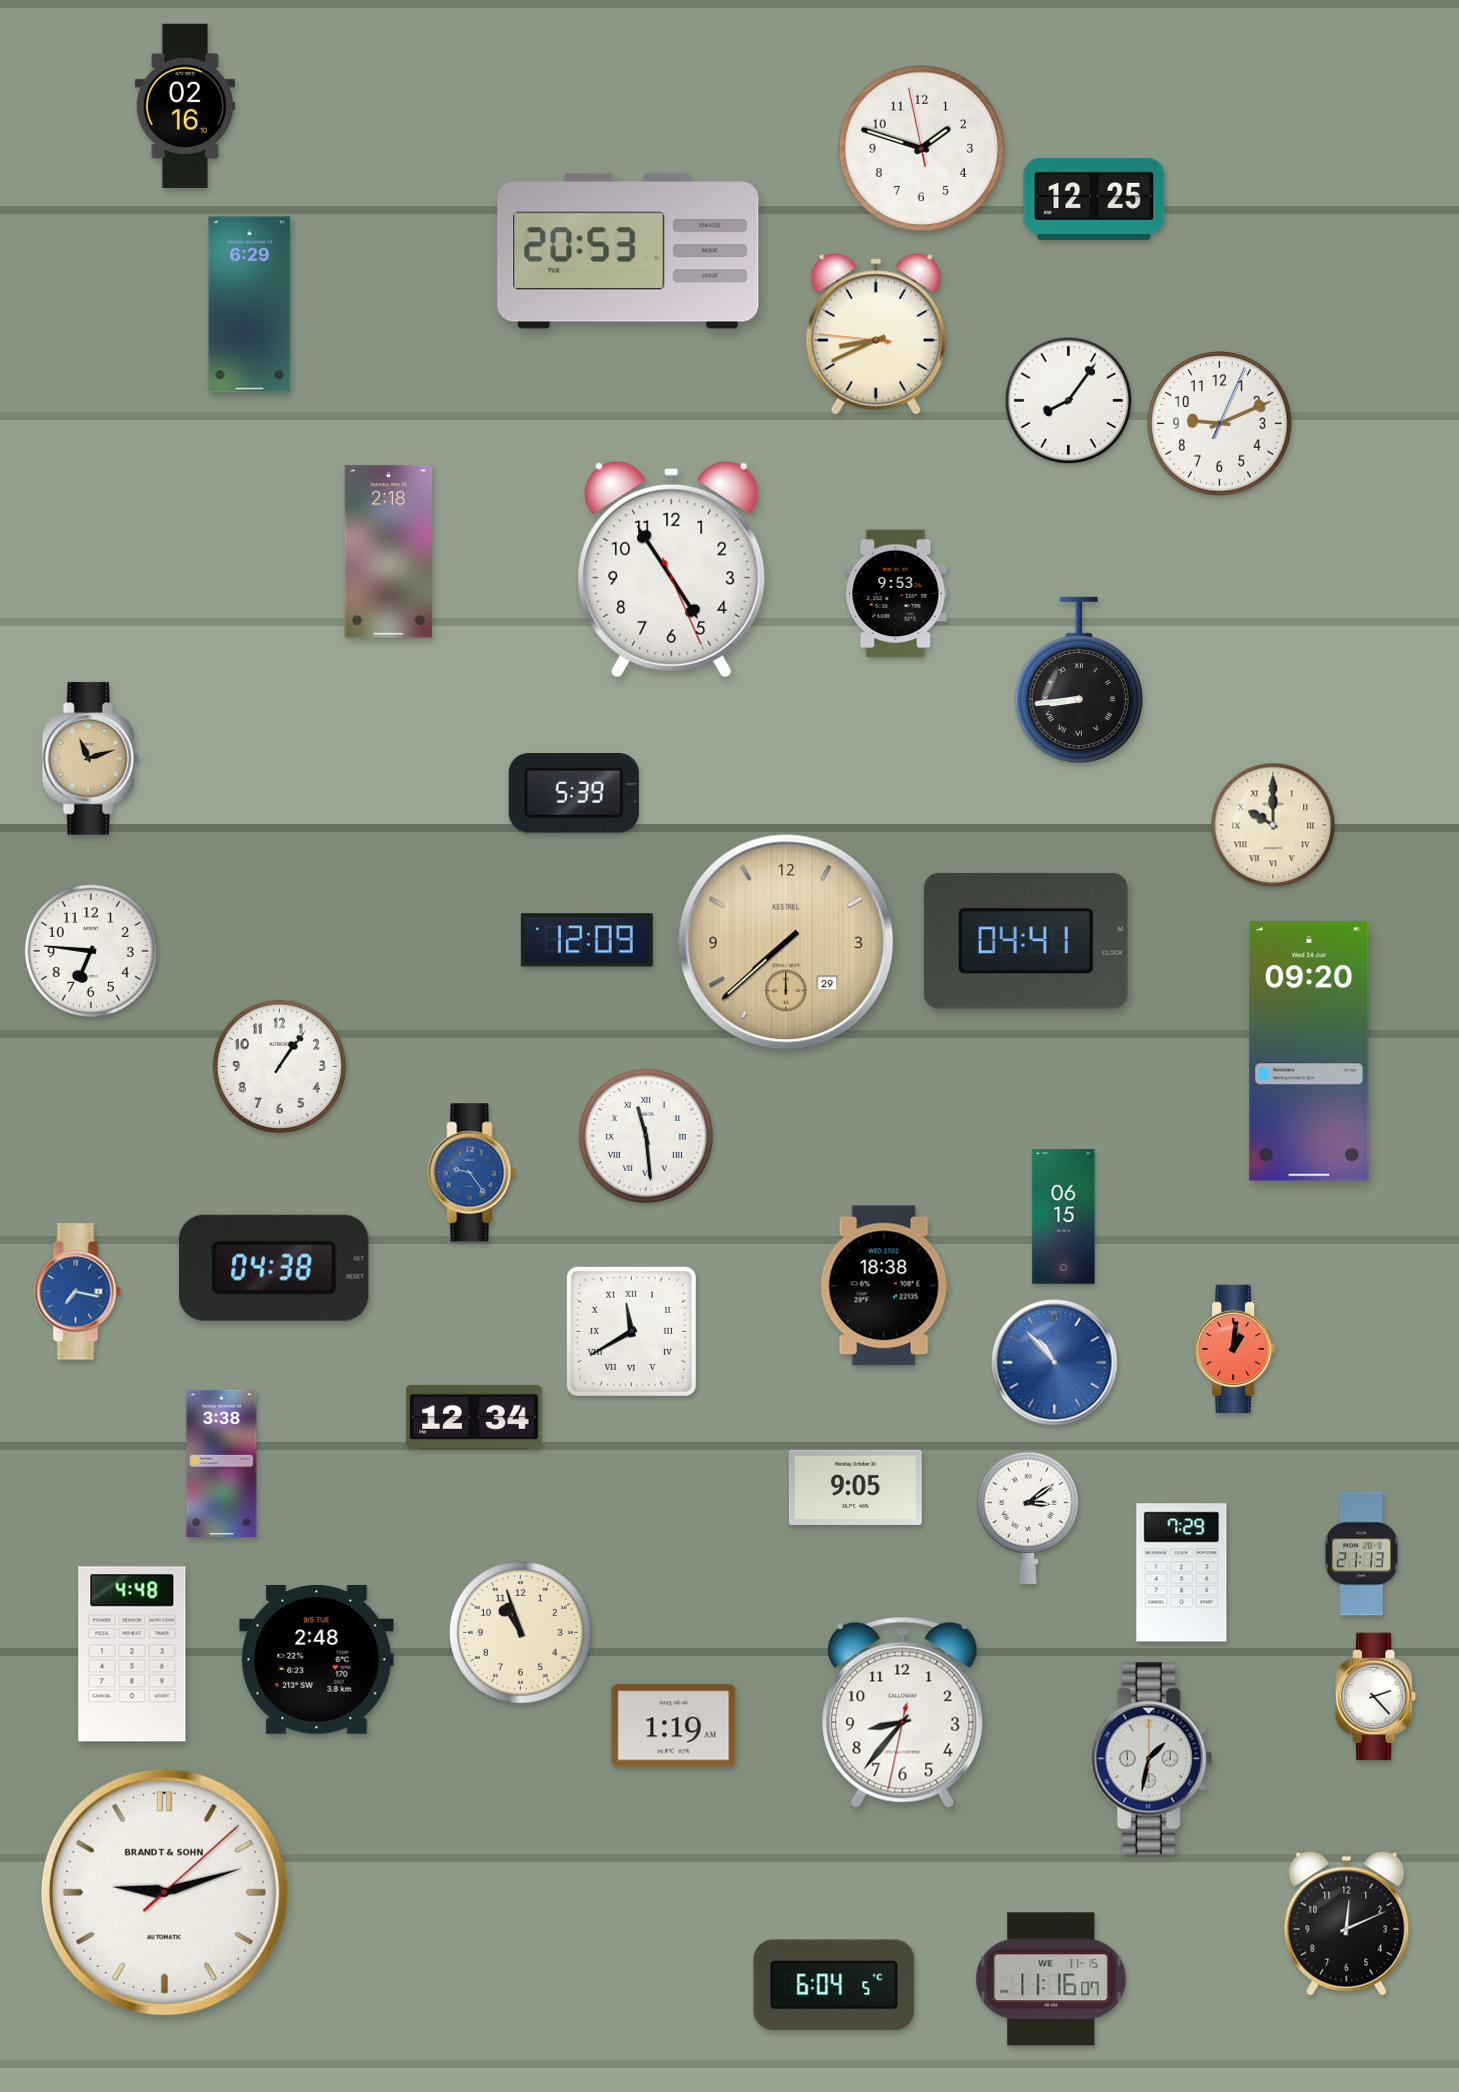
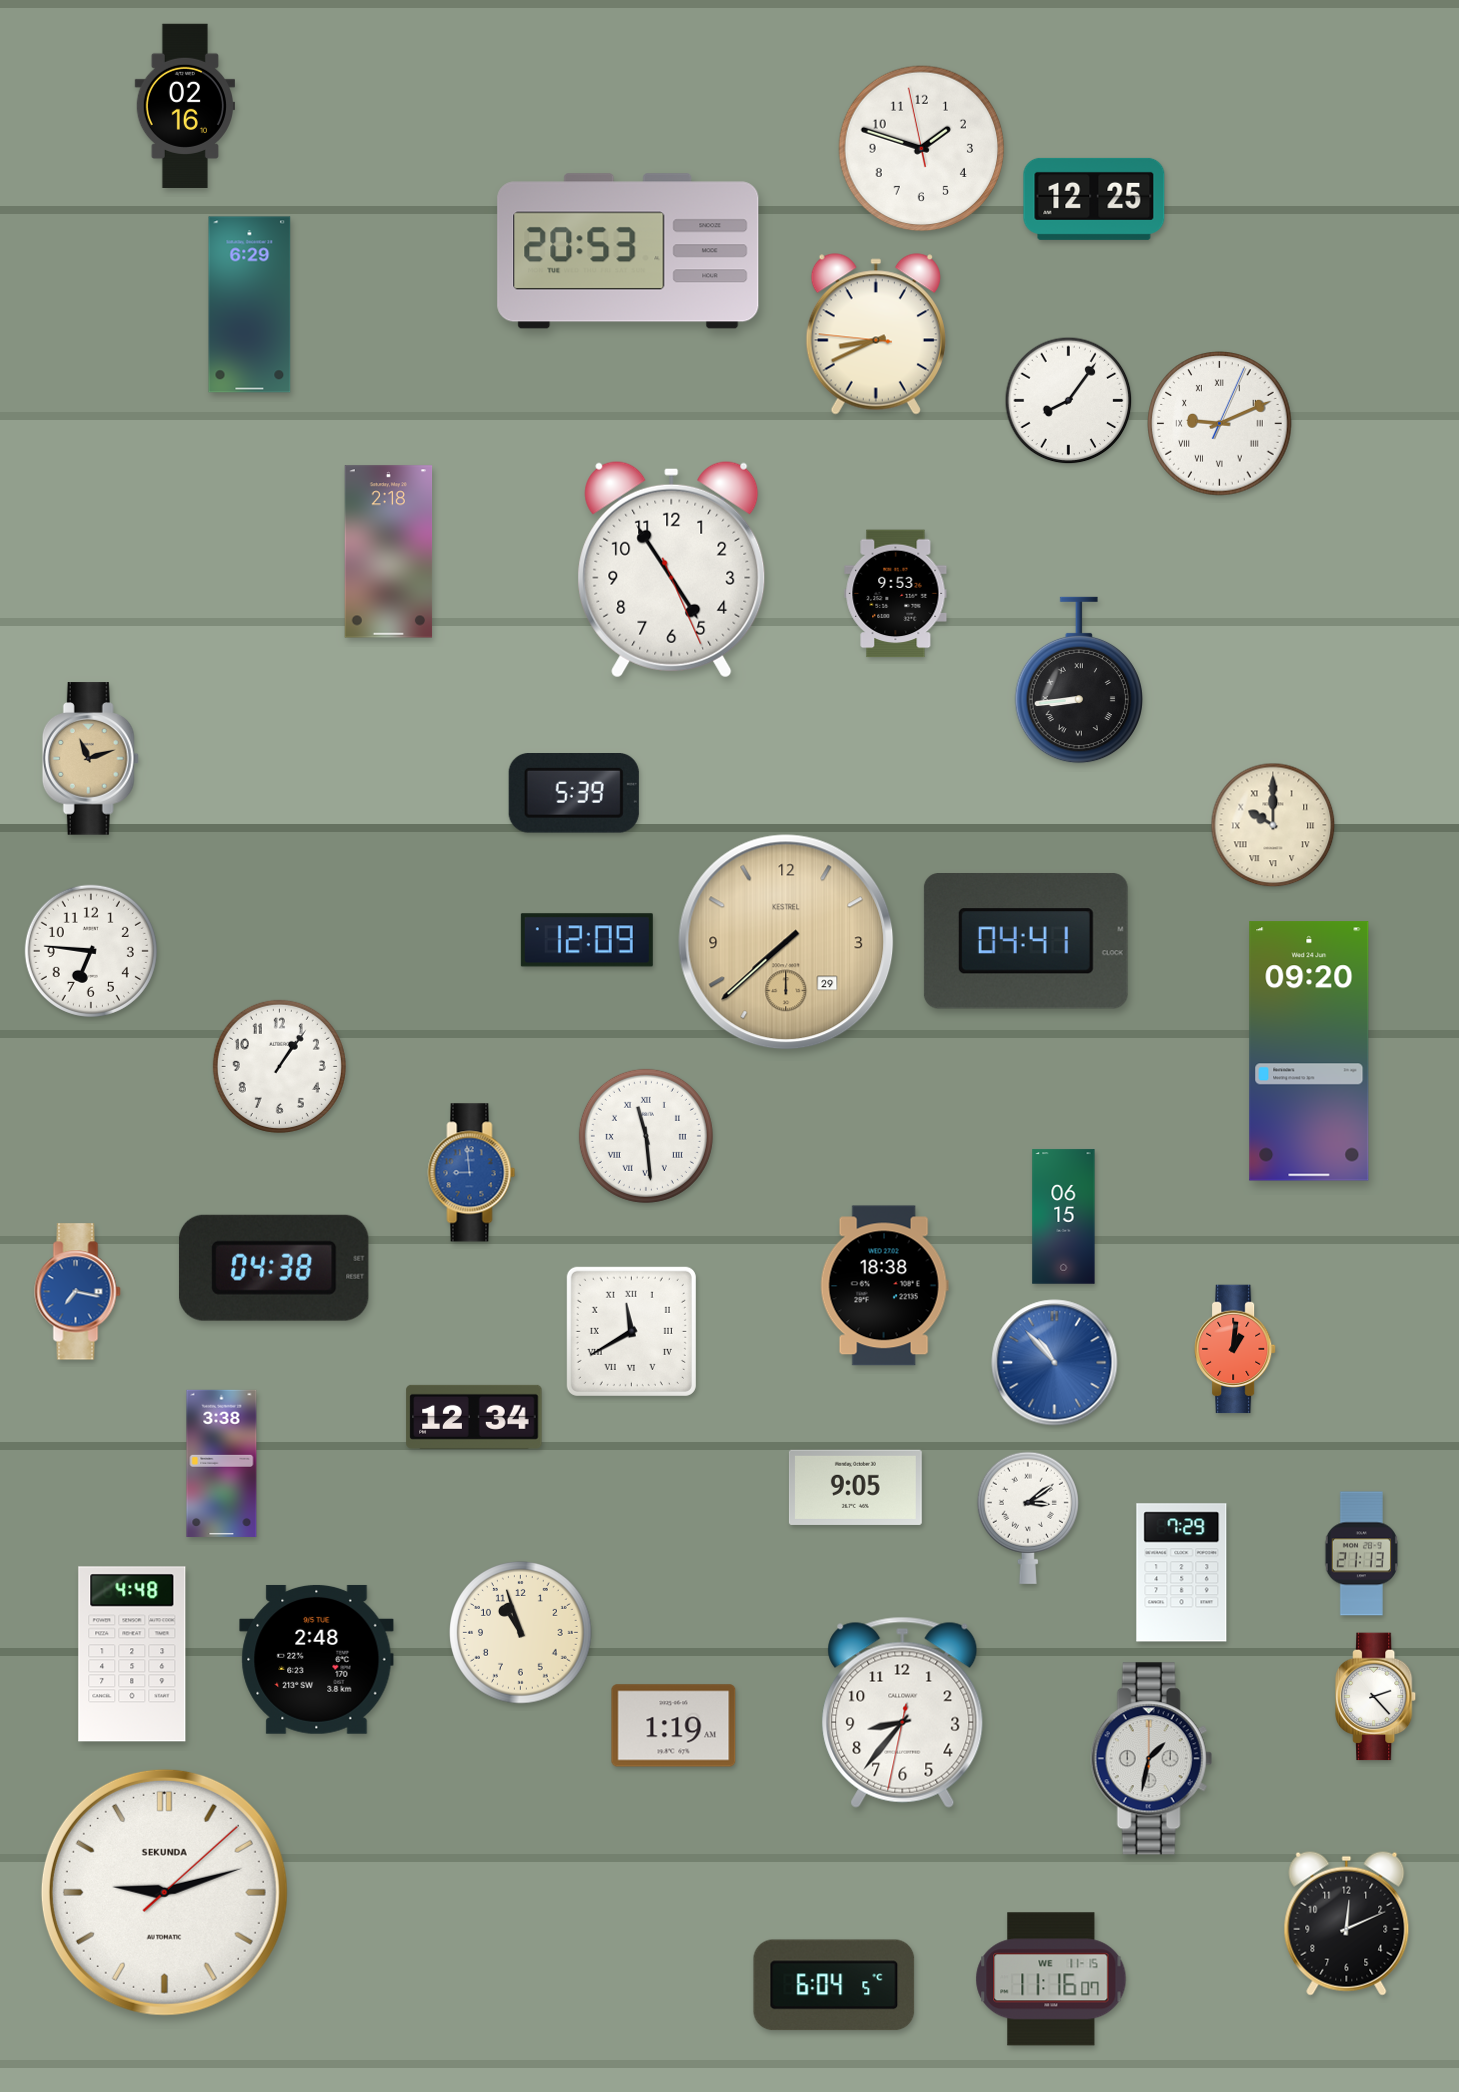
clock at (1220, 424) numerals: Arabic -> Roman
clock at (472, 1173): 9:24 -> 8:59
clock at (164, 1892) brand: BRANDT & SOHN -> SEKUNDA
